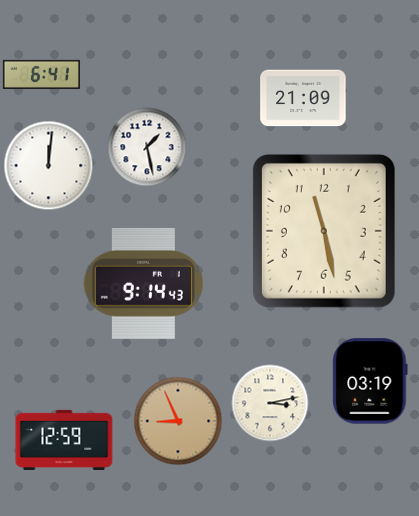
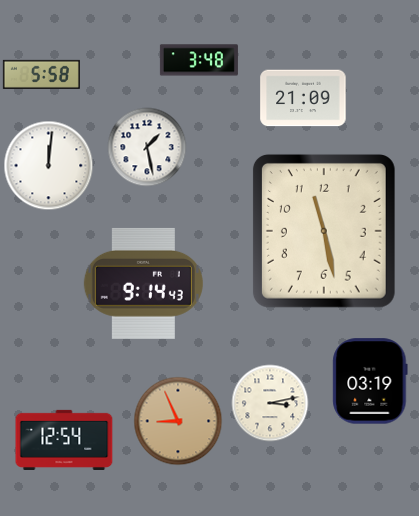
clock at (199, 60): none -> 3:48
clock at (41, 74): 6:41 -> 5:58
clock at (64, 440): 12:59 -> 12:54
